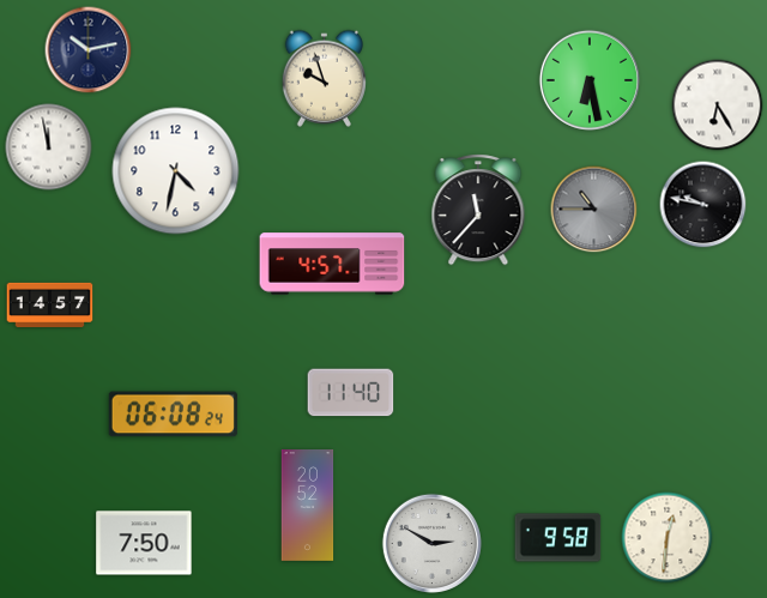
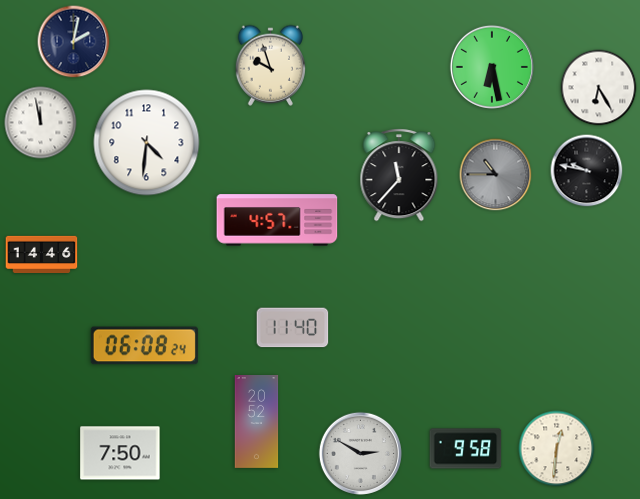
clock at (89, 50): 10:13 -> 2:02
clock at (176, 171): 4:32 -> 4:31
clock at (50, 304): 14:57 -> 14:46
